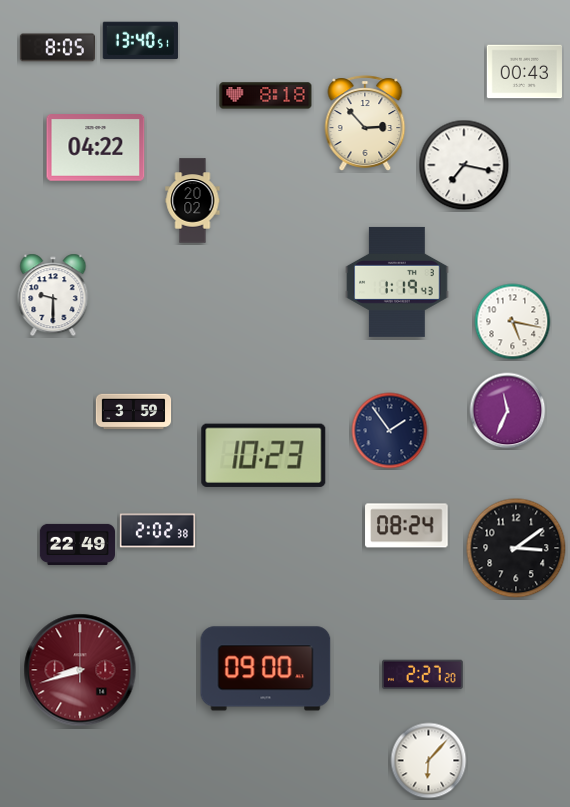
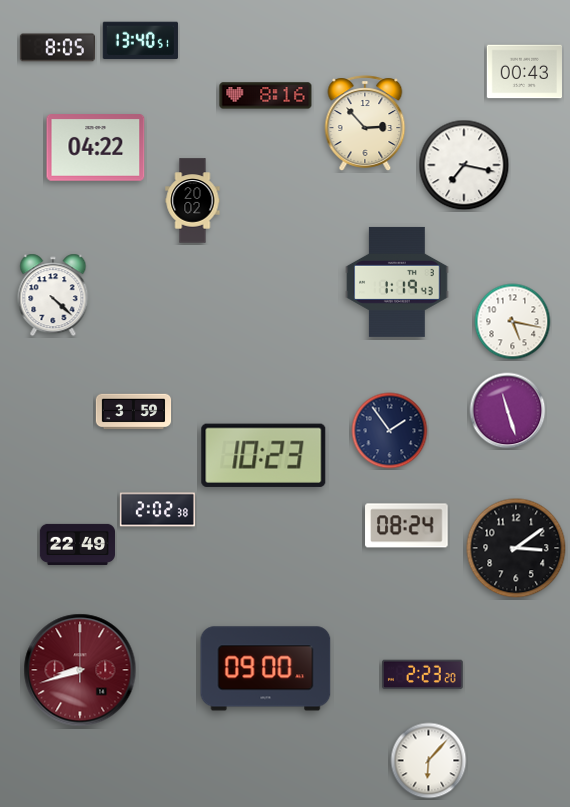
clock at (266, 96): 8:18 -> 8:16
clock at (53, 295): 9:30 -> 4:22
clock at (508, 411): 11:34 -> 11:27
clock at (157, 531) position: (157, 531) -> (157, 510)
clock at (423, 675): 2:27 -> 2:23
